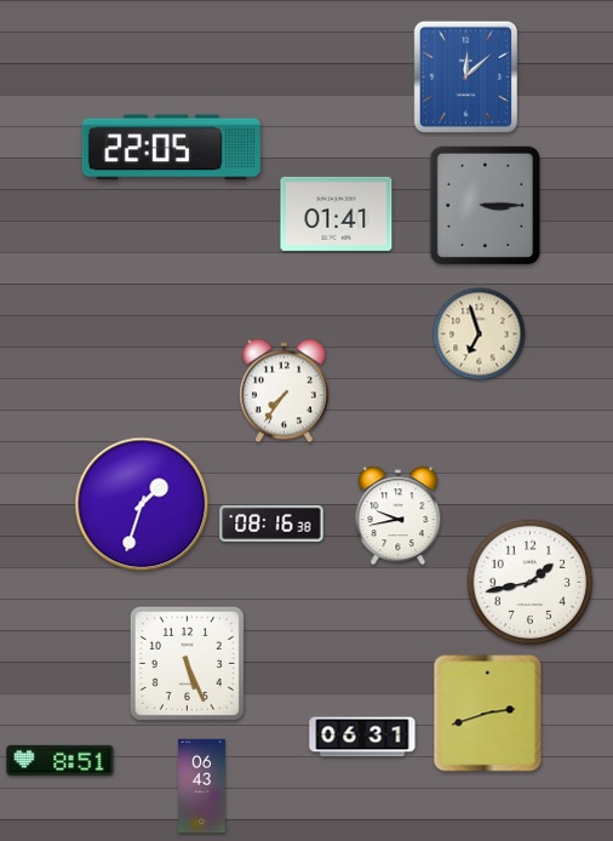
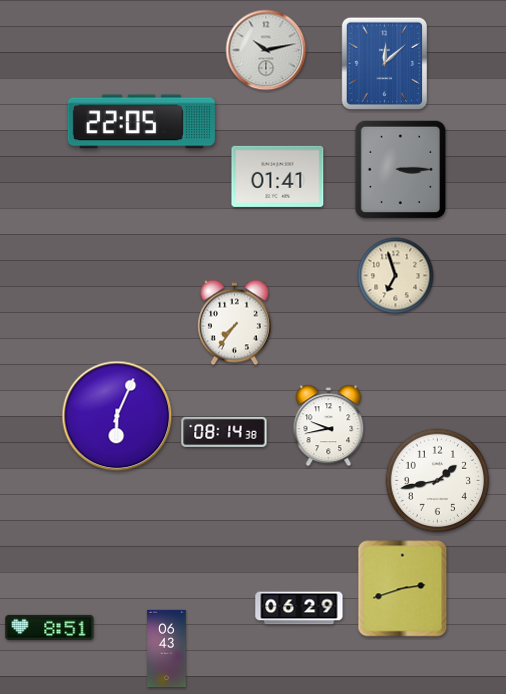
clock at (266, 50): none -> 10:13
clock at (142, 504): 1:33 -> 6:04
clock at (271, 524): 08:16 -> 08:14
clock at (187, 663): 5:26 -> none
clock at (362, 737): 06:31 -> 06:29
